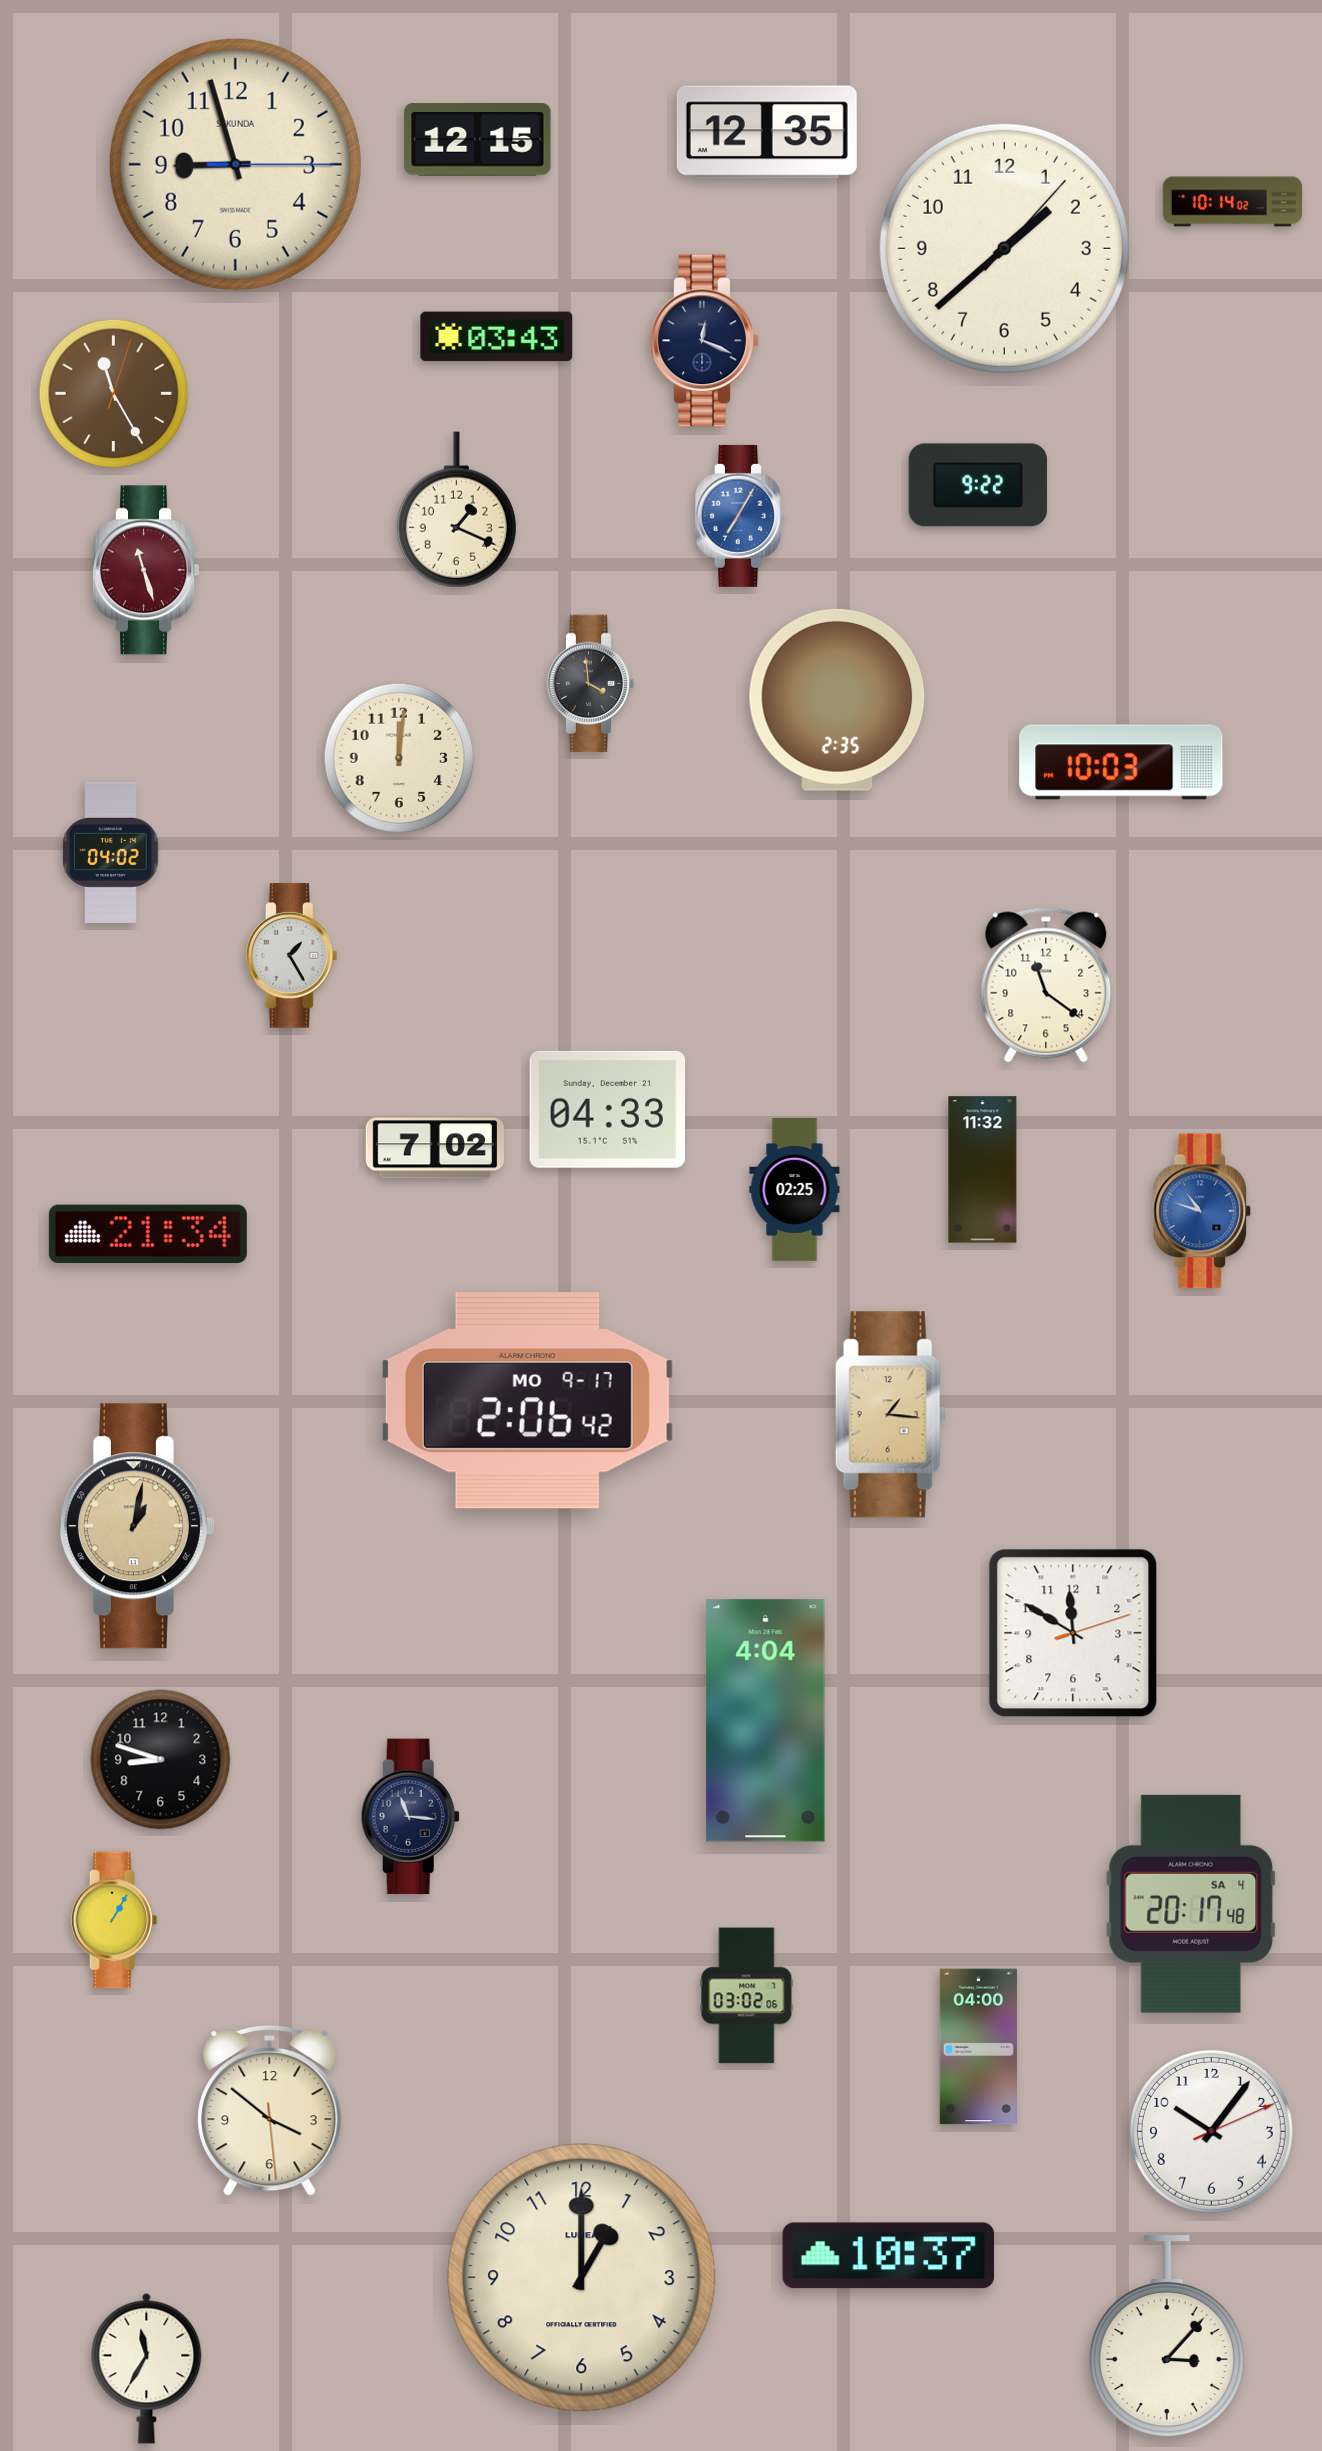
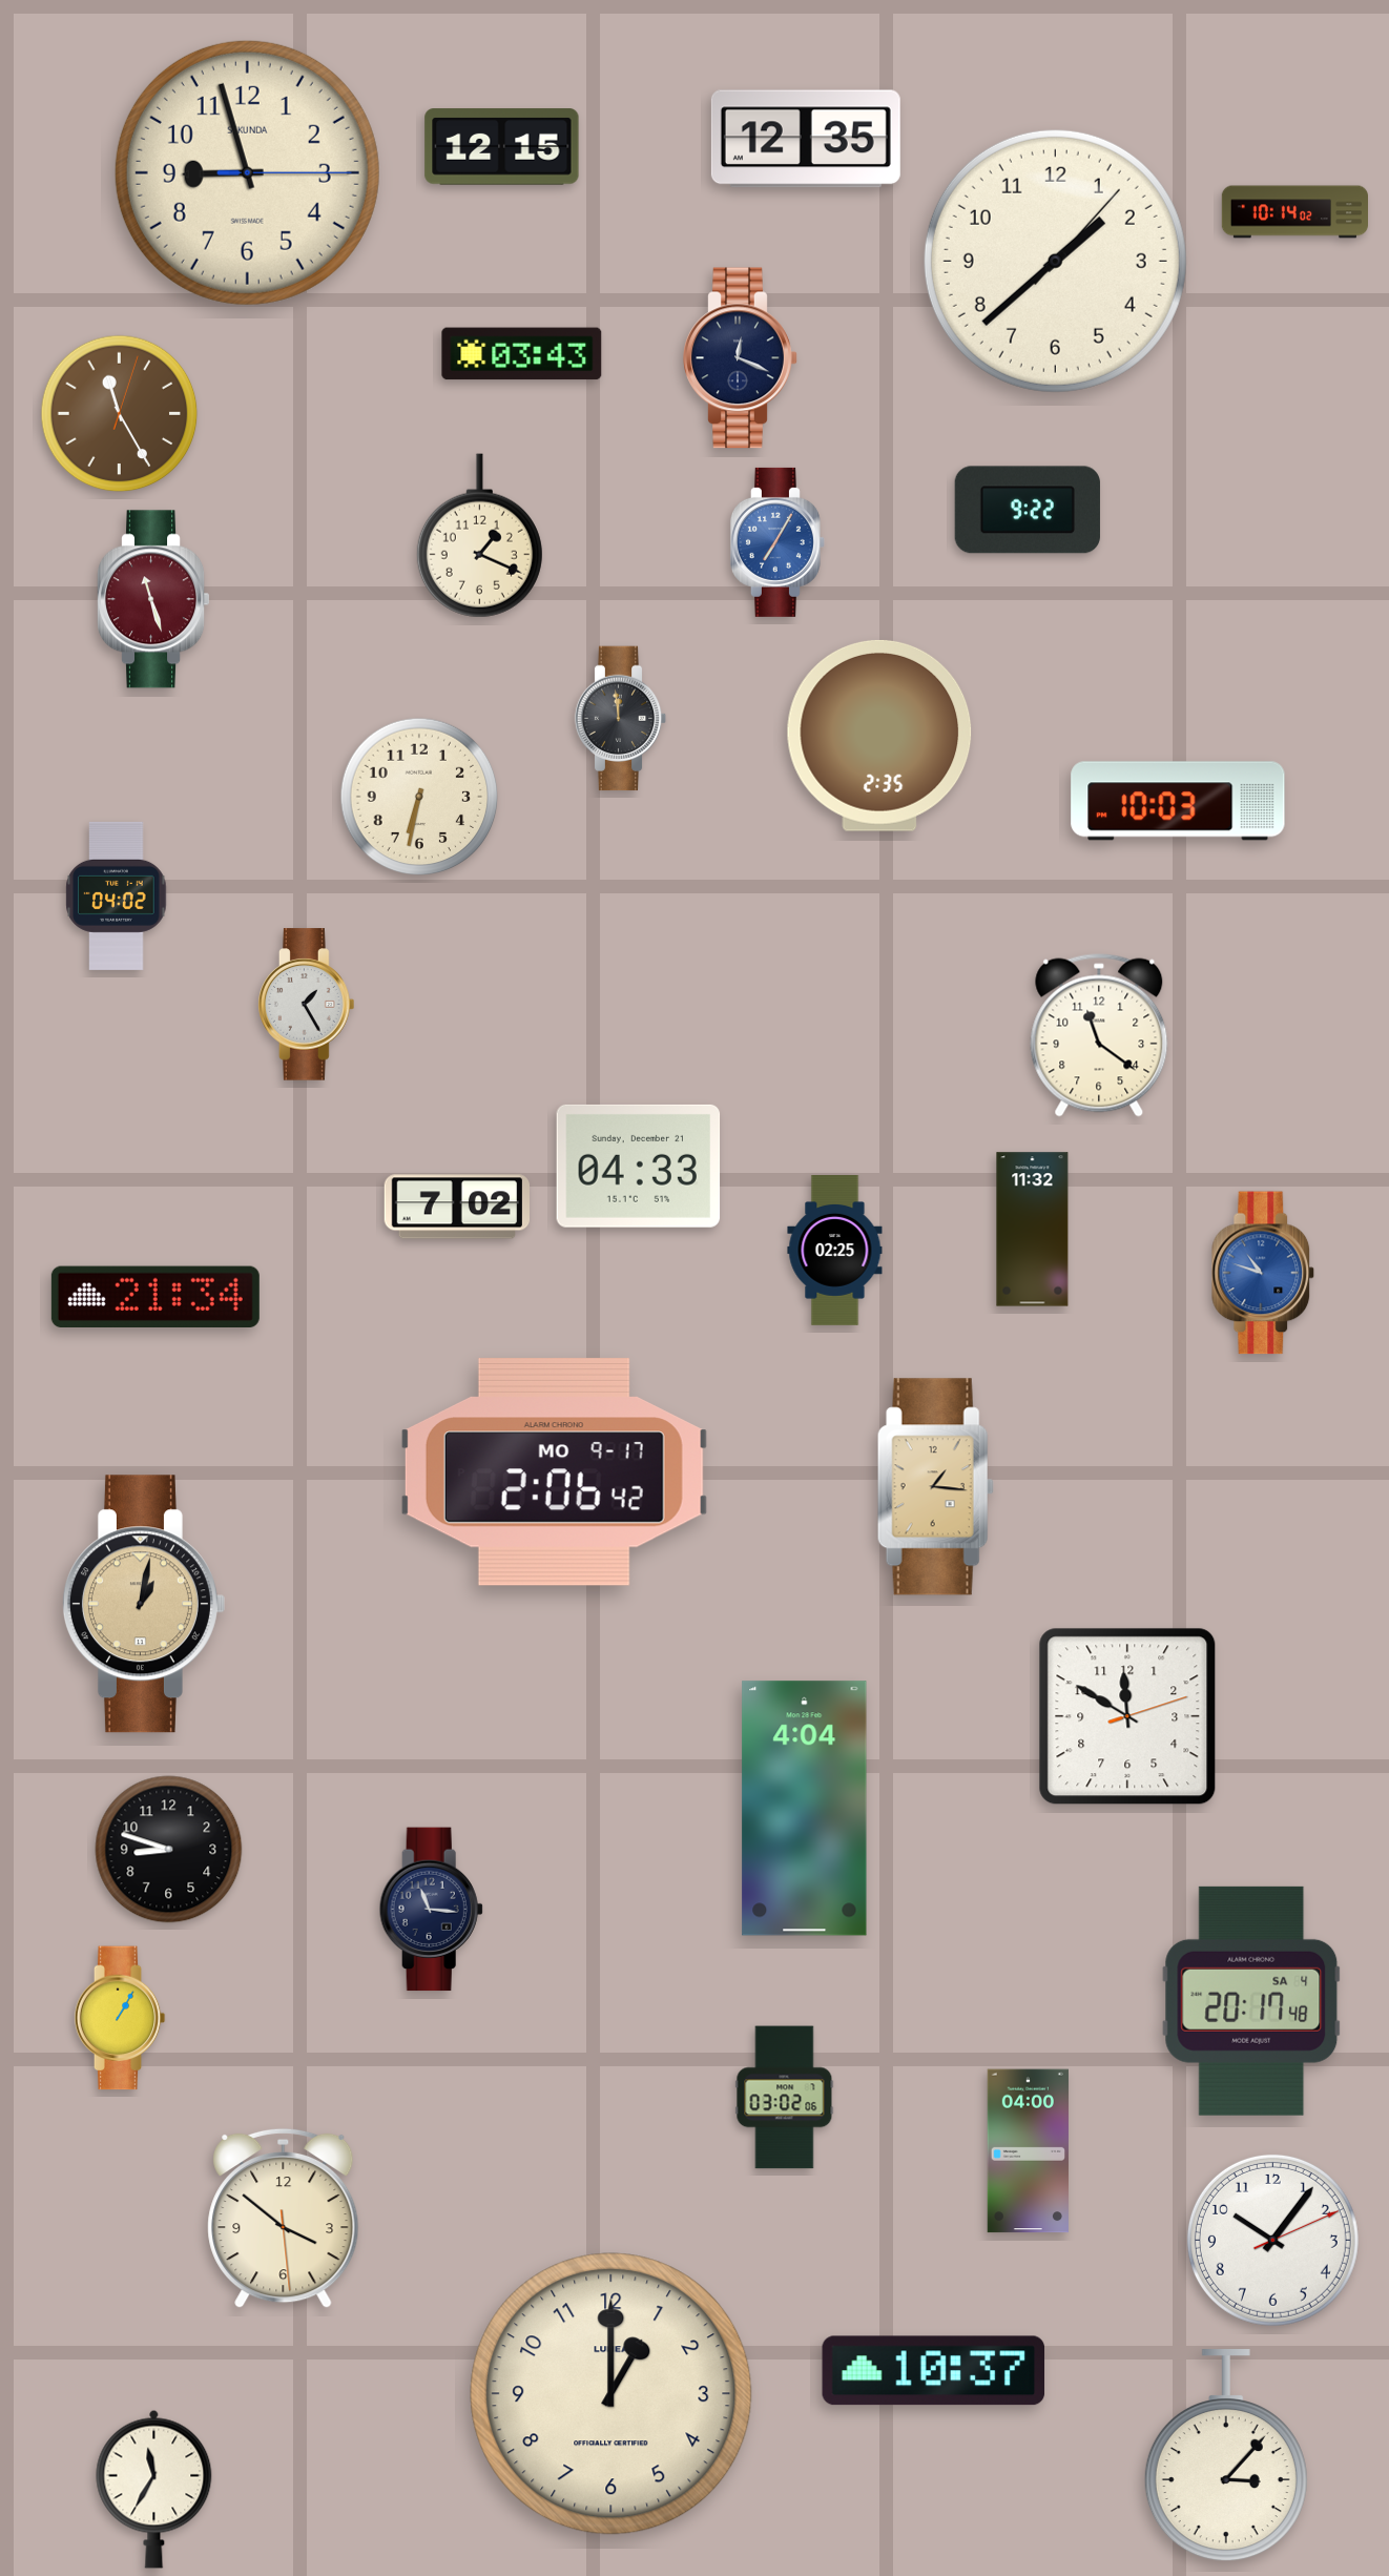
clock at (591, 684): 3:59 -> 11:59
clock at (399, 758): 12:01 -> 6:32
